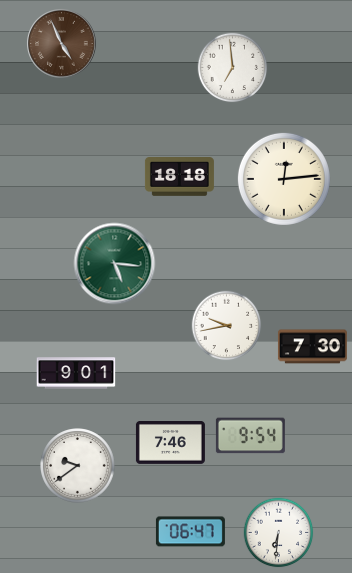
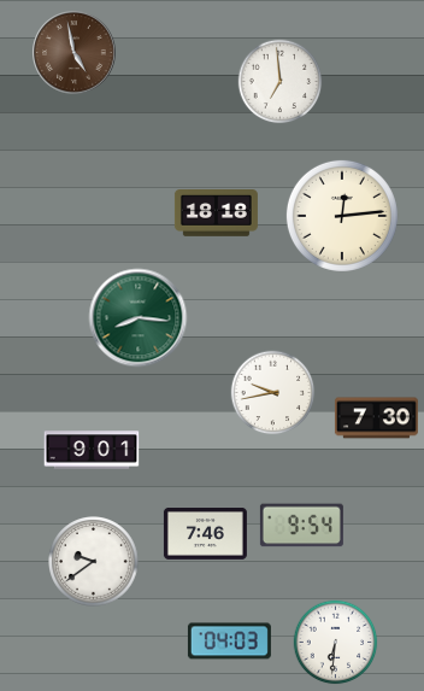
clock at (62, 44): 4:56 -> 4:58
clock at (115, 264): 5:16 -> 8:16
clock at (190, 532): 06:47 -> 04:03
